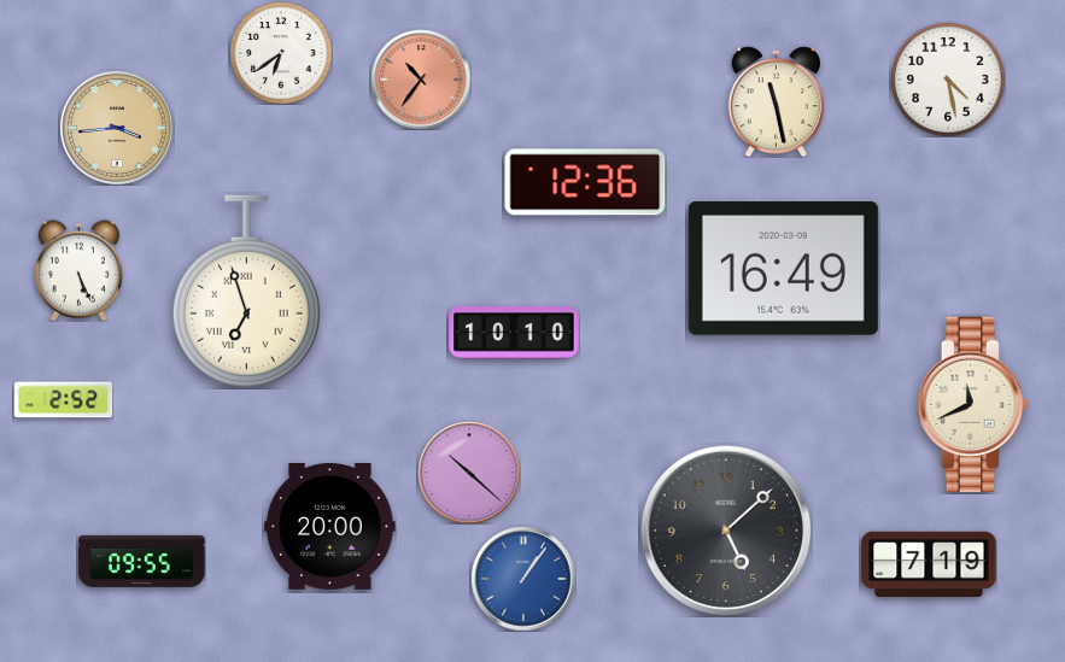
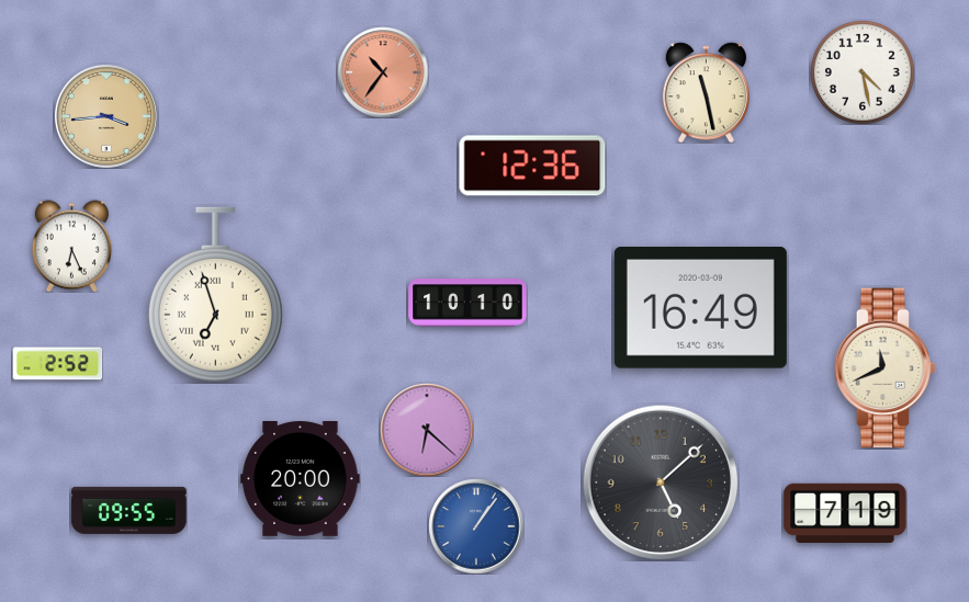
clock at (281, 53): 6:39 -> none
clock at (783, 269) position: (783, 269) -> (700, 308)
clock at (78, 270): 5:26 -> 6:26
clock at (246, 292) position: (246, 292) -> (215, 295)
clock at (469, 473): 10:22 -> 6:22
